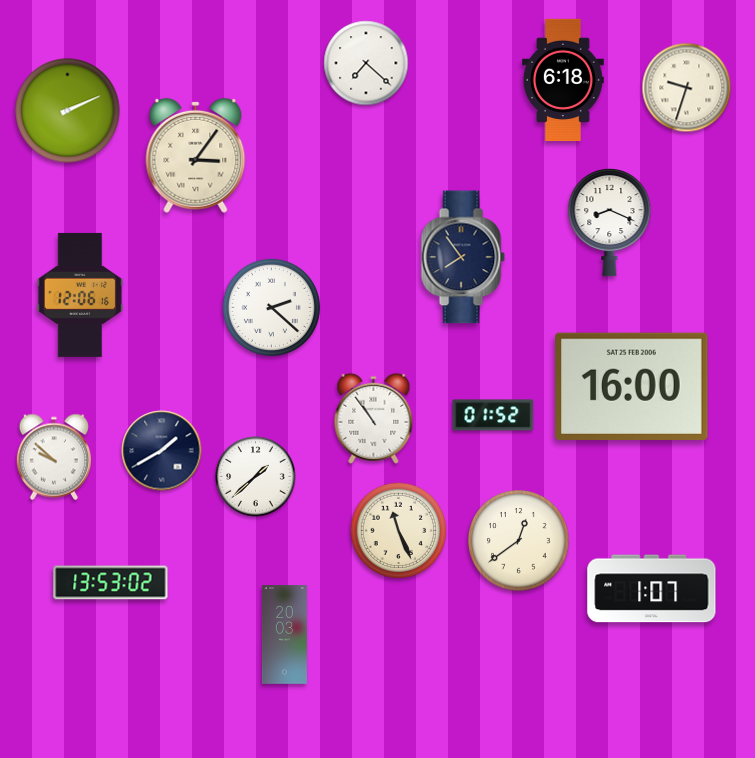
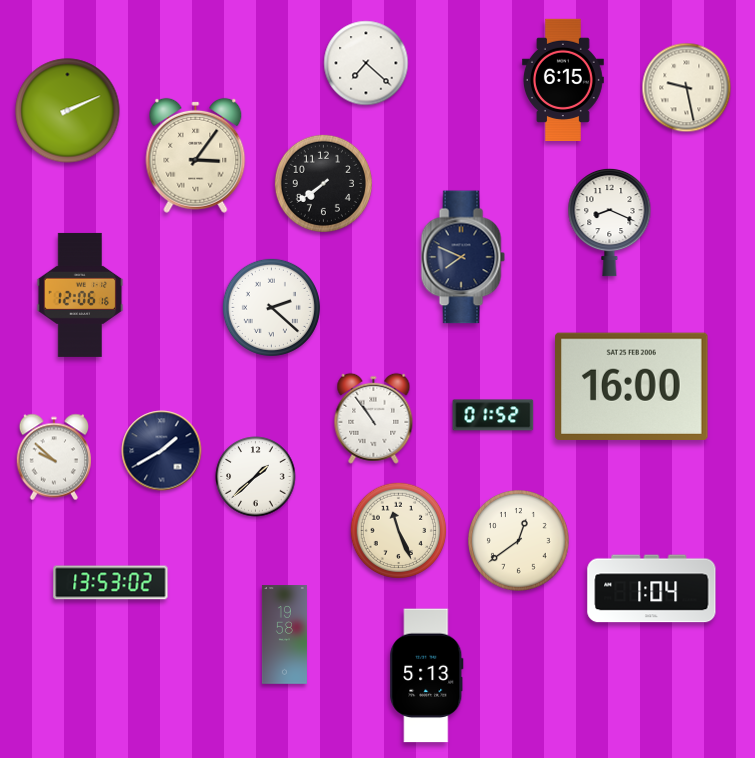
clock at (563, 79): 6:18 -> 6:15
clock at (687, 88): 9:33 -> 9:28
clock at (323, 183): none -> 7:39
clock at (463, 257): 7:54 -> 7:49
clock at (652, 589): 1:07 -> 1:04
clock at (284, 635): 20:03 -> 19:58
clock at (427, 676): none -> 5:13
